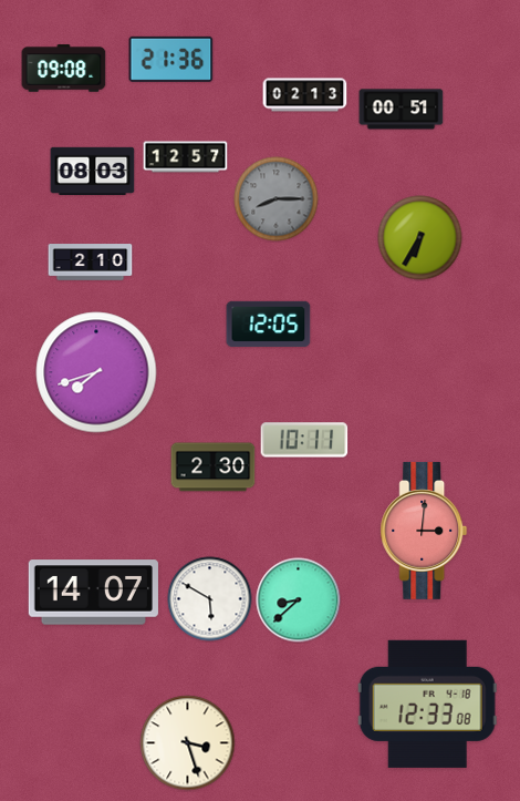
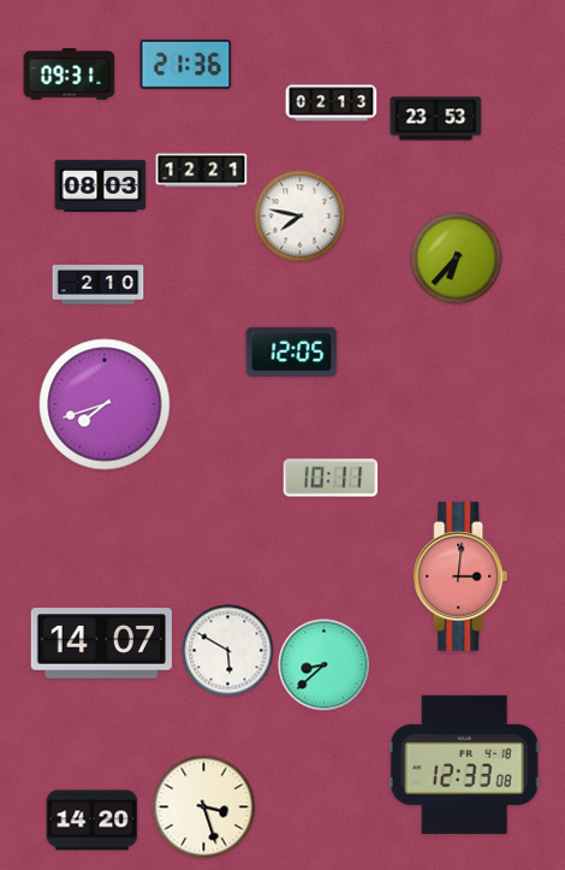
clock at (64, 69): 09:08 -> 09:31
clock at (402, 110): 00:51 -> 23:53
clock at (186, 157): 12:57 -> 12:21
clock at (277, 199): 8:15 -> 7:47
clock at (277, 199) dial: grey -> white
clock at (420, 238): 6:35 -> 6:37
clock at (214, 468): 2:30 -> none
clock at (299, 600) position: (299, 600) -> (325, 665)
clock at (93, 821): none -> 14:20
